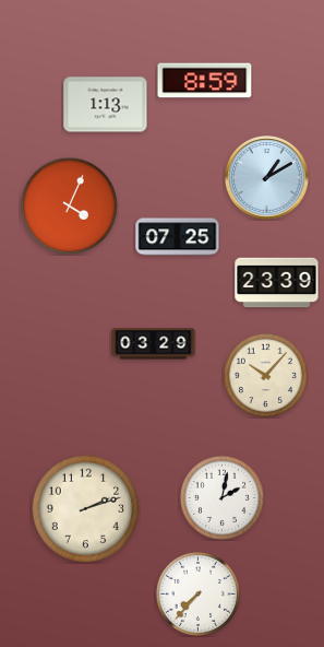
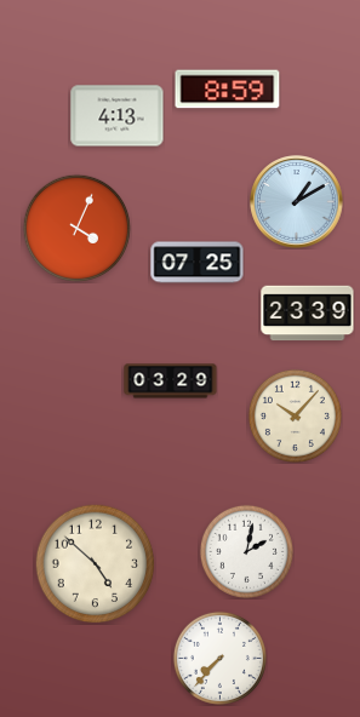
clock at (106, 105): 1:13 -> 4:13
clock at (267, 178) position: (267, 178) -> (297, 202)
clock at (86, 509): 2:12 -> 4:52
